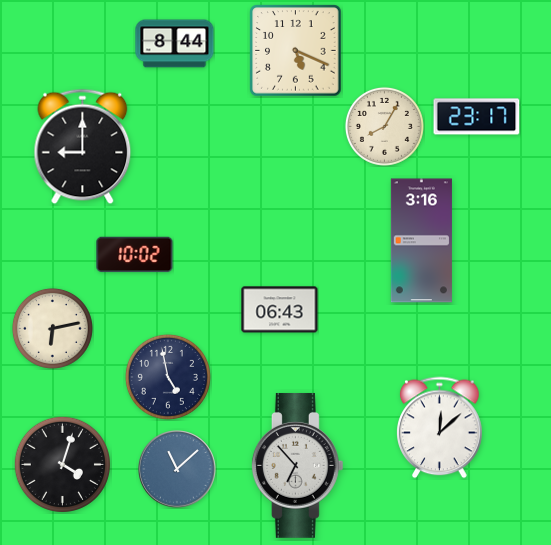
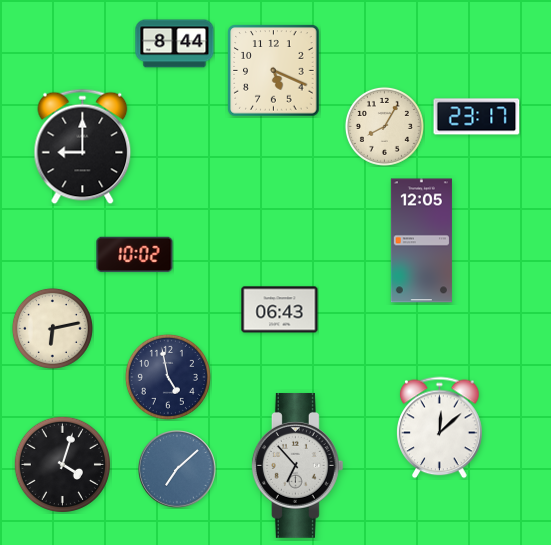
clock at (296, 51) position: (296, 51) -> (274, 71)
clock at (421, 241): 3:16 -> 12:05
clock at (177, 469): 11:08 -> 7:08
